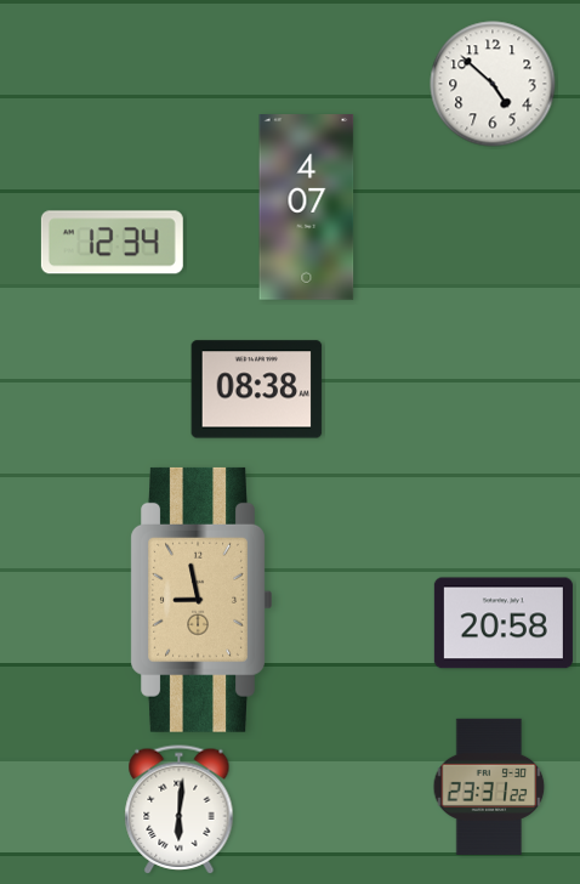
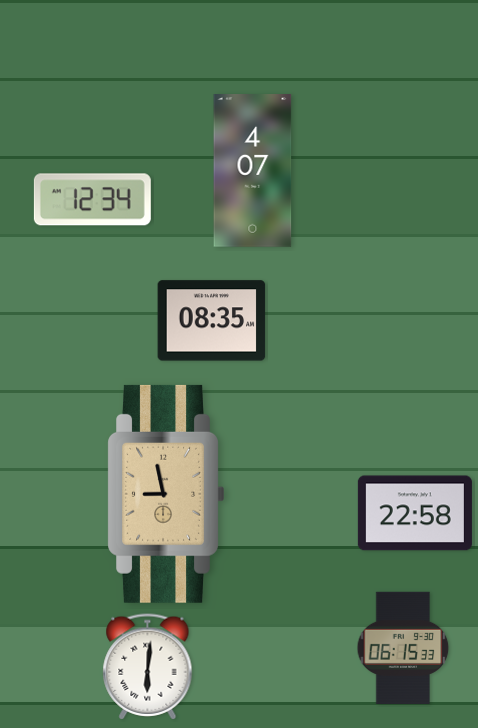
clock at (493, 84): 4:52 -> none
clock at (257, 390): 08:38 -> 08:35
clock at (504, 623): 20:58 -> 22:58
clock at (489, 787): 23:31 -> 06:15
